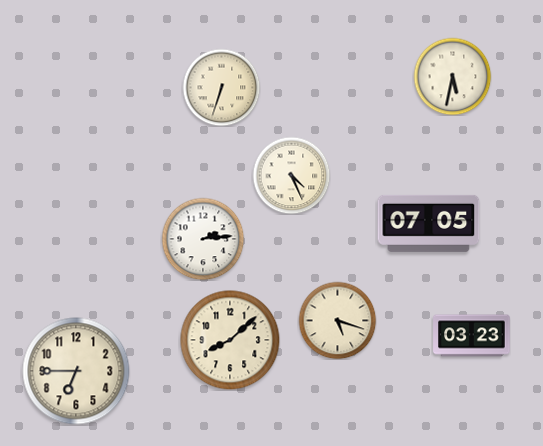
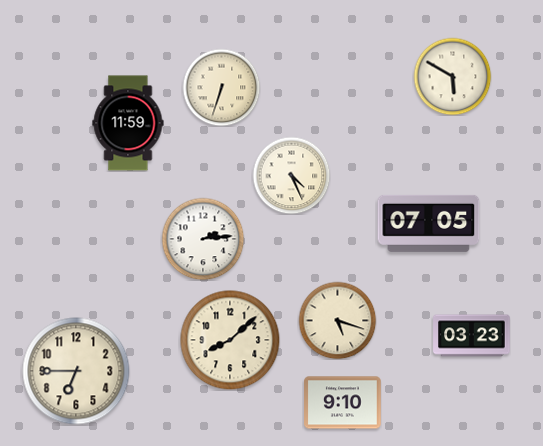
clock at (452, 76): 5:32 -> 5:50
clock at (128, 123): none -> 11:59
clock at (343, 403): none -> 9:10
